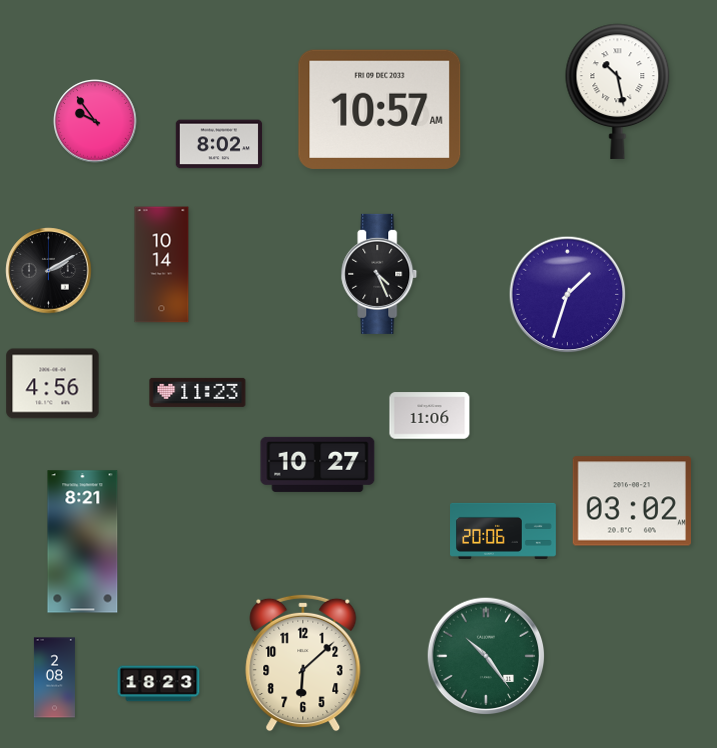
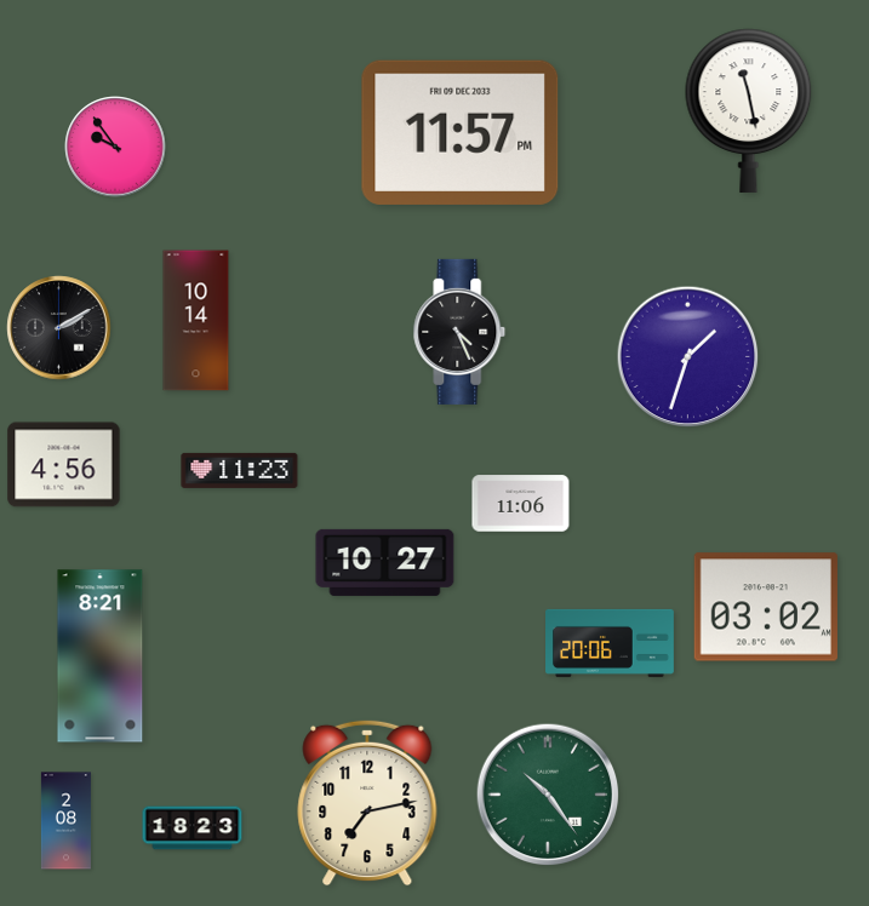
clock at (618, 91): 10:28 -> 11:28
clock at (380, 109): 10:57 -> 11:57
clock at (219, 144): 8:02 -> none
clock at (198, 392) position: (198, 392) -> (240, 470)
clock at (486, 656) position: (486, 656) -> (548, 795)
clock at (303, 663): 6:08 -> 7:13
